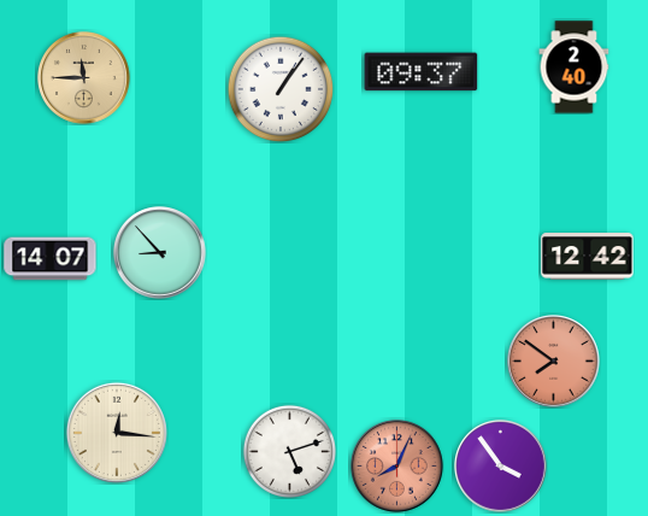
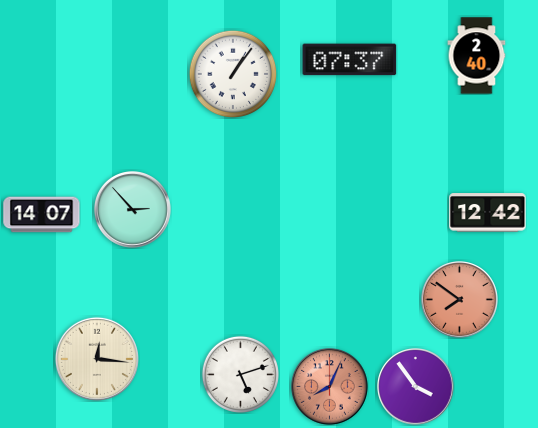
clock at (422, 72): 09:37 -> 07:37
clock at (84, 78): 11:45 -> none
clock at (160, 253): 8:53 -> 2:53
